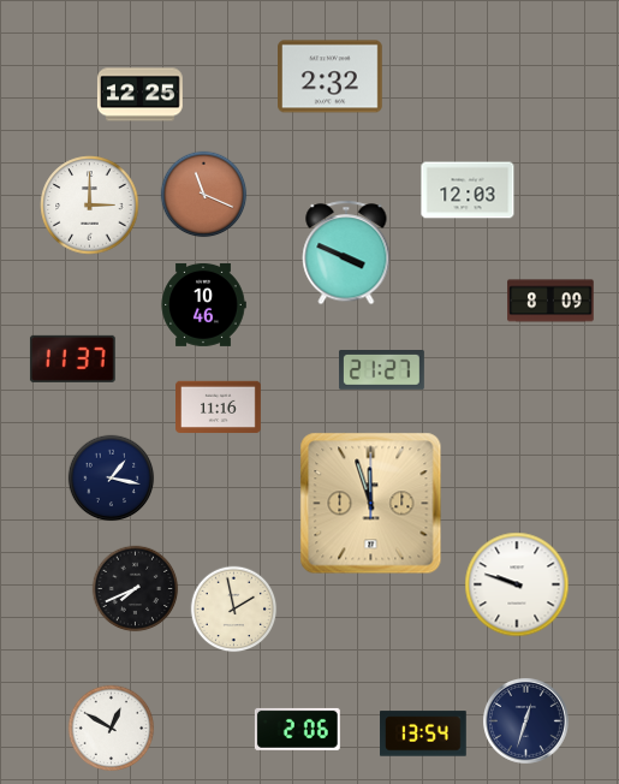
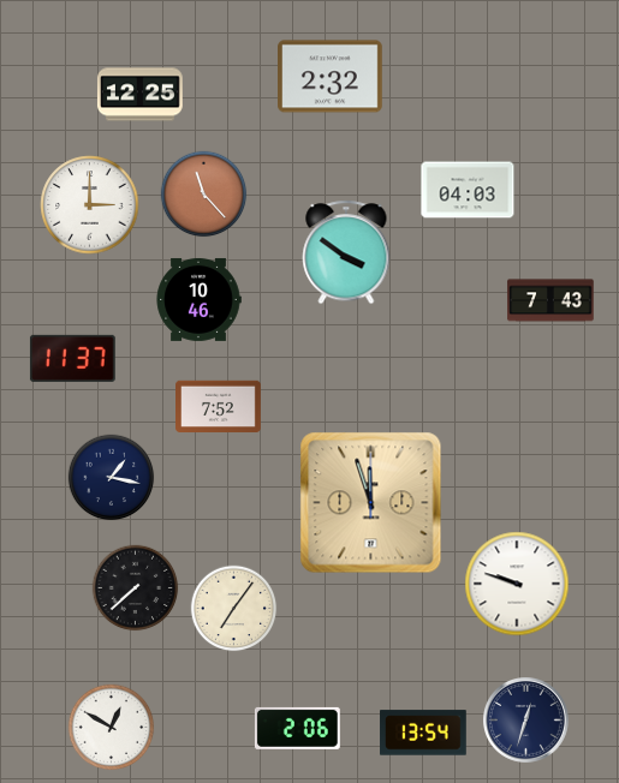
clock at (468, 190): 12:03 -> 04:03
clock at (204, 195): 11:19 -> 11:23
clock at (346, 253): 3:49 -> 3:51
clock at (550, 301): 8:09 -> 7:43
clock at (203, 304) position: (203, 304) -> (198, 299)
clock at (382, 370): 21:27 -> none
clock at (219, 408): 11:16 -> 7:52
clock at (136, 589): 7:41 -> 7:38
clock at (234, 610): 1:58 -> 7:06
